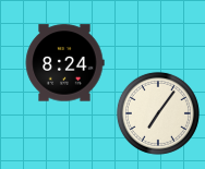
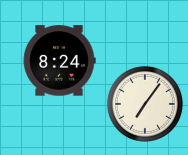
clock at (64, 63) position: (64, 63) -> (59, 61)
